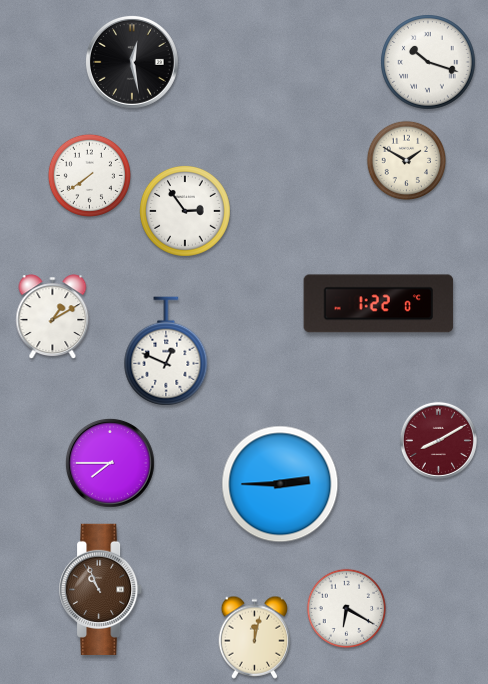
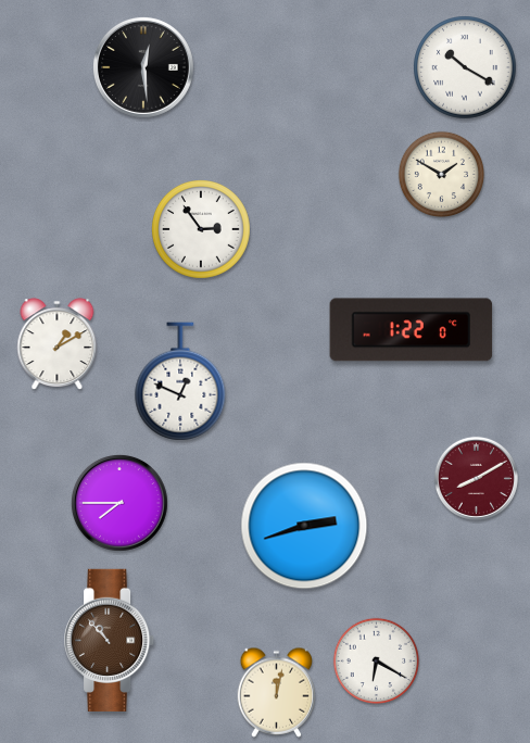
clock at (132, 62): 12:28 -> 12:29
clock at (428, 62): 10:18 -> 10:20
clock at (89, 175): 7:39 -> none
clock at (280, 484): 2:45 -> 2:42
clock at (102, 589): 10:56 -> 10:53
